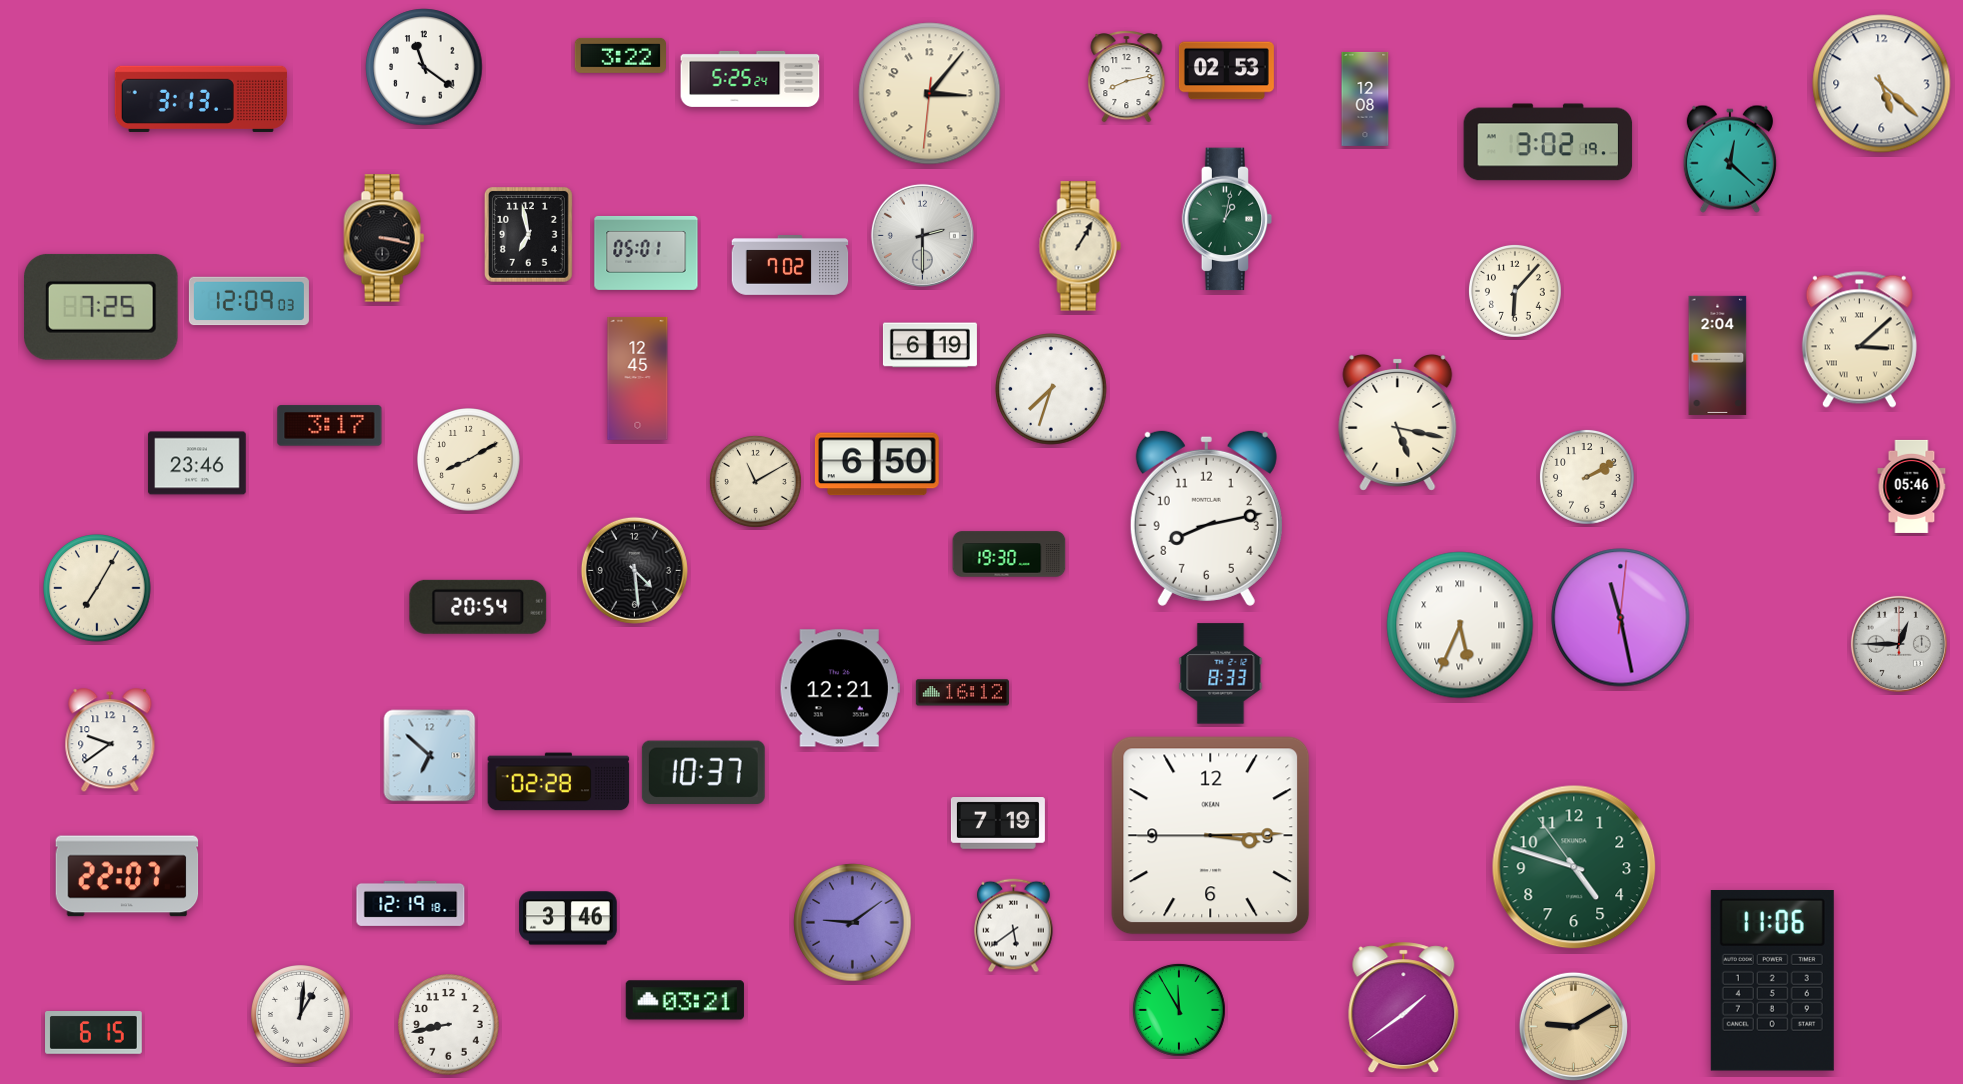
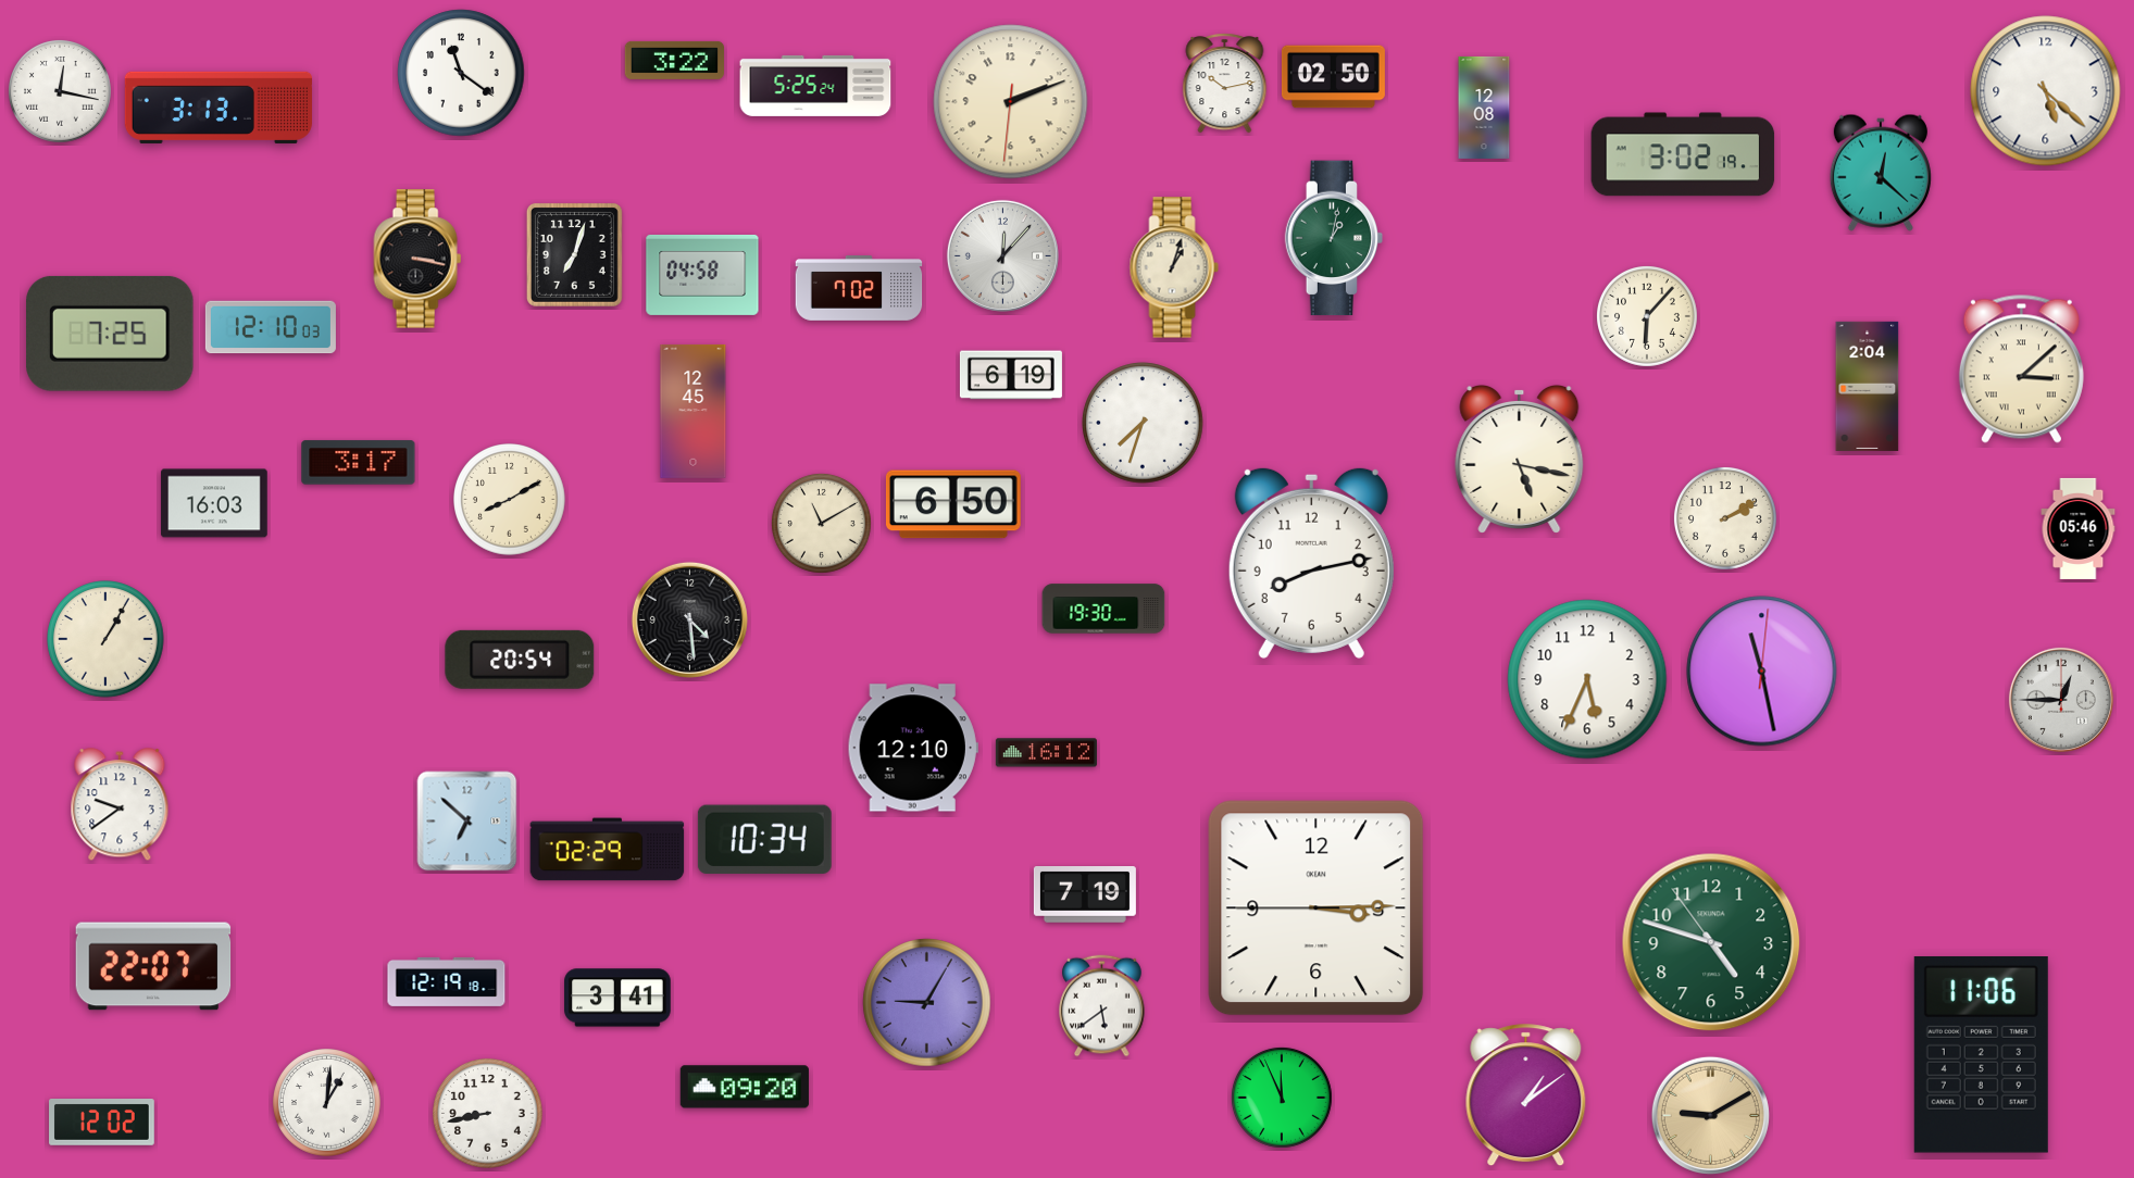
clock at (1226, 71): 02:53 -> 02:50
clock at (1127, 77): 8:13 -> 10:13
clock at (60, 91): none -> 12:17
clock at (930, 94): 3:06 -> 2:11
clock at (528, 234): 6:58 -> 7:03
clock at (922, 235): 2:30 -> 12:07
clock at (1080, 246): 1:05 -> 1:03
clock at (646, 253): 05:01 -> 04:58
clock at (249, 301): 12:09 -> 12:10
clock at (197, 463): 23:46 -> 16:03
clock at (1009, 554) position: (1009, 554) -> (1103, 609)
clock at (97, 588): 7:05 -> 1:05
clock at (1460, 625) numerals: Roman -> Arabic
clock at (1899, 644) position: (1899, 644) -> (2061, 700)
clock at (1221, 674): 8:33 -> none
clock at (840, 688): 12:21 -> 12:10
clock at (703, 772): 10:37 -> 10:34
clock at (559, 782): 02:28 -> 02:29
clock at (127, 876) position: (127, 876) -> (153, 966)
clock at (568, 918): 3:46 -> 3:41
clock at (853, 923): 9:09 -> 9:05
clock at (1772, 981) position: (1772, 981) -> (1981, 1055)
clock at (685, 1000): 03:21 -> 09:20
clock at (1404, 1008): 1:39 -> 1:09
clock at (1179, 1010): 11:55 -> 11:56
clock at (94, 1033): 6:15 -> 12:02
